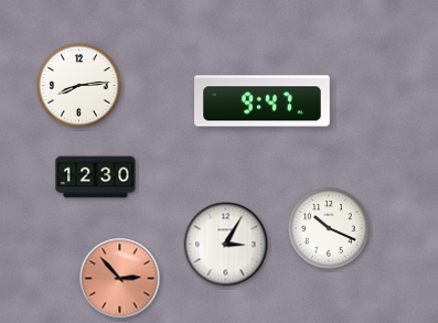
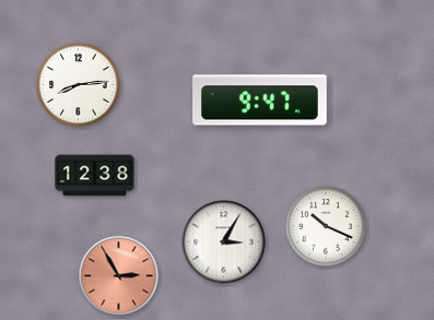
clock at (96, 177): 12:30 -> 12:38
clock at (120, 279): 2:53 -> 2:55
